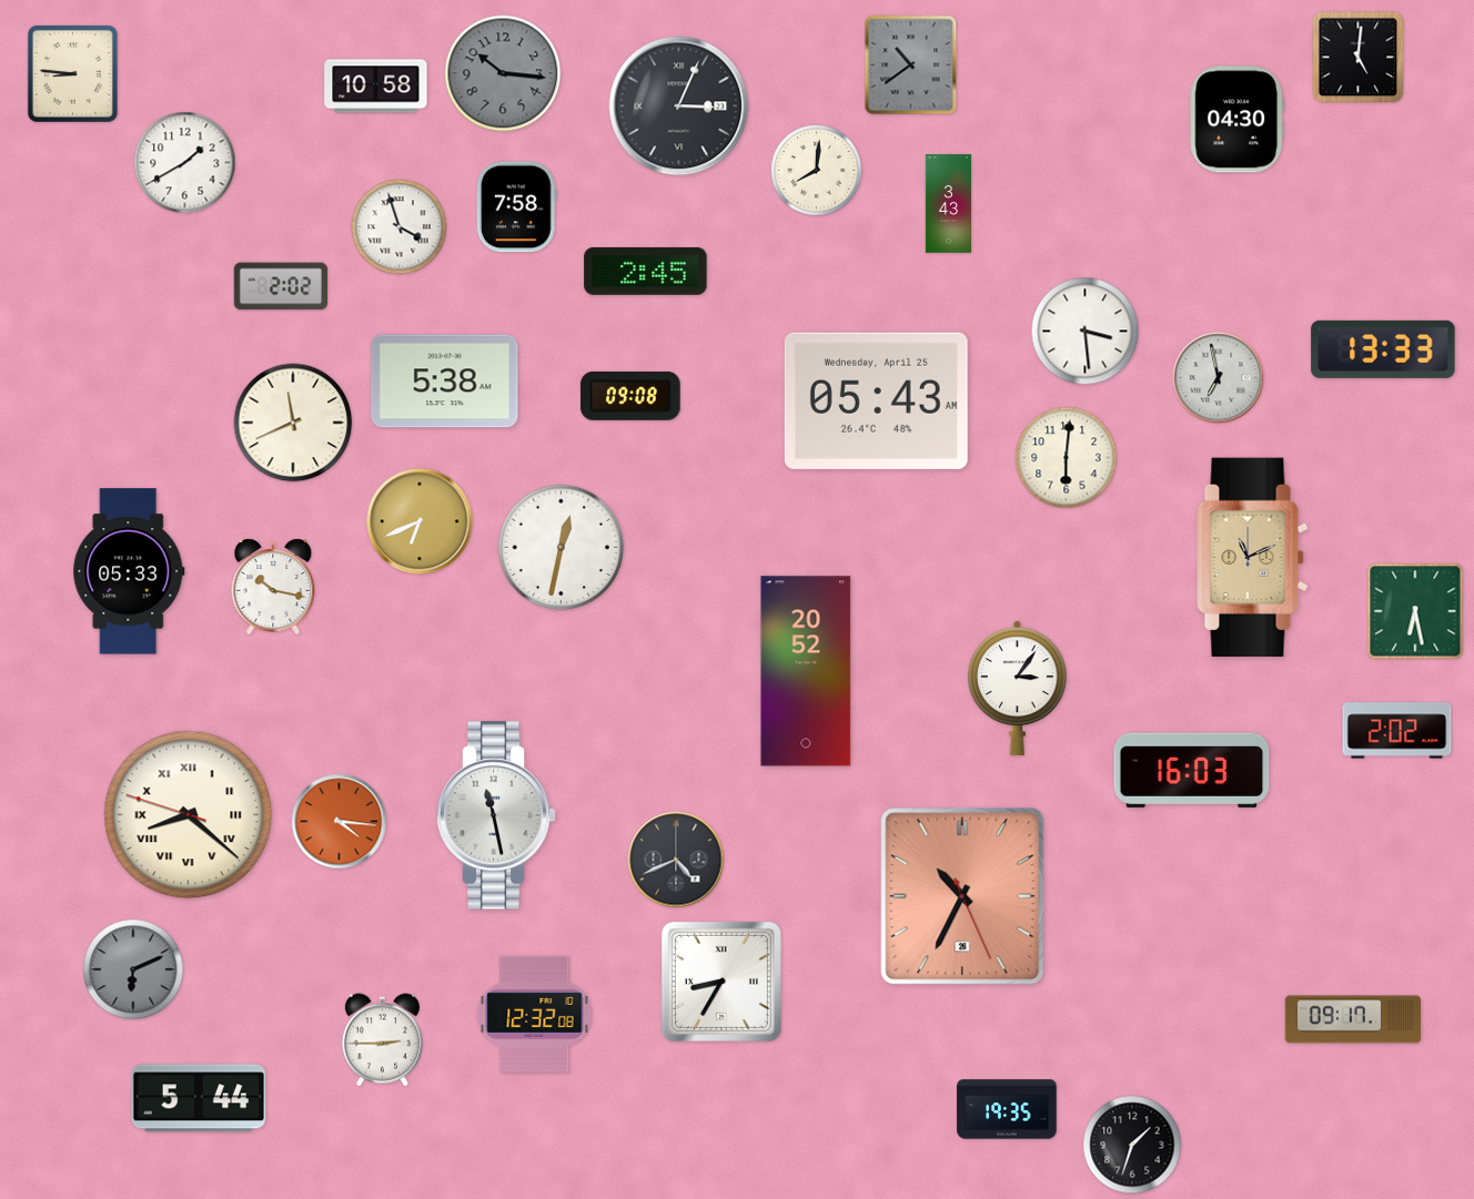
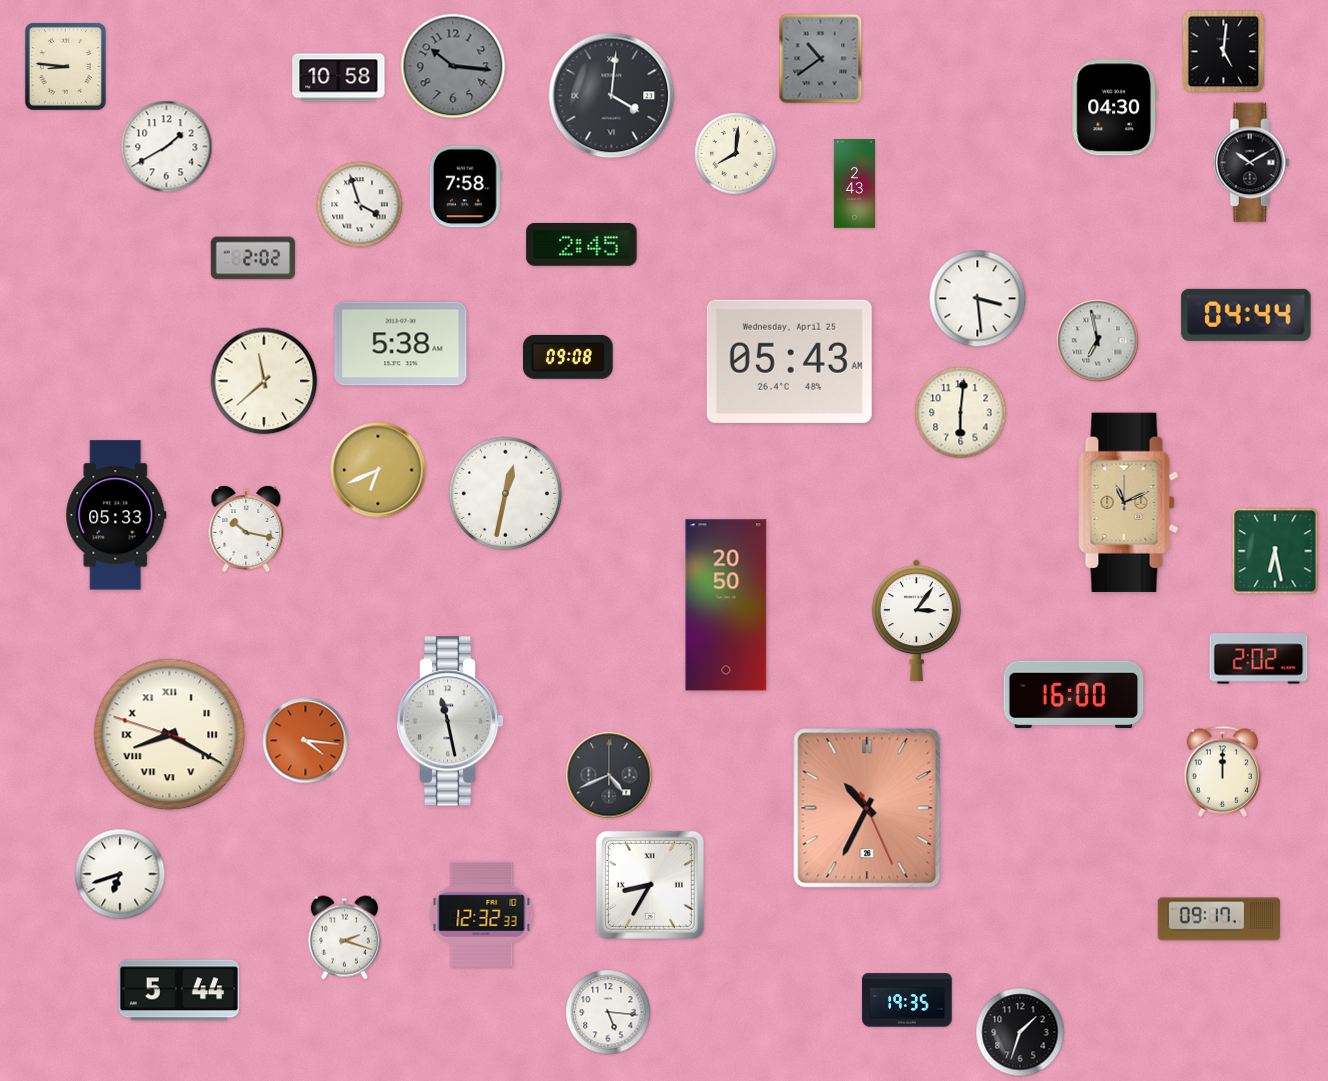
clock at (679, 106): 3:04 -> 4:01
clock at (1251, 163): none -> 10:10
clock at (948, 204): 3:43 -> 2:43
clock at (1383, 349): 13:33 -> 04:44
clock at (293, 423): 11:41 -> 11:38
clock at (806, 671): 20:52 -> 20:50
clock at (1192, 770): 16:03 -> 16:00
clock at (189, 815): 8:21 -> 8:19
clock at (496, 815) position: (496, 815) -> (450, 721)
clock at (1222, 771): none -> 12:00
clock at (133, 969): 6:11 -> 6:42
clock at (133, 969) dial: grey -> white
clock at (535, 1014): 12:32:08 -> 12:32:33
clock at (382, 1040): 2:45 -> 2:18
clock at (608, 1012): none -> 5:16
